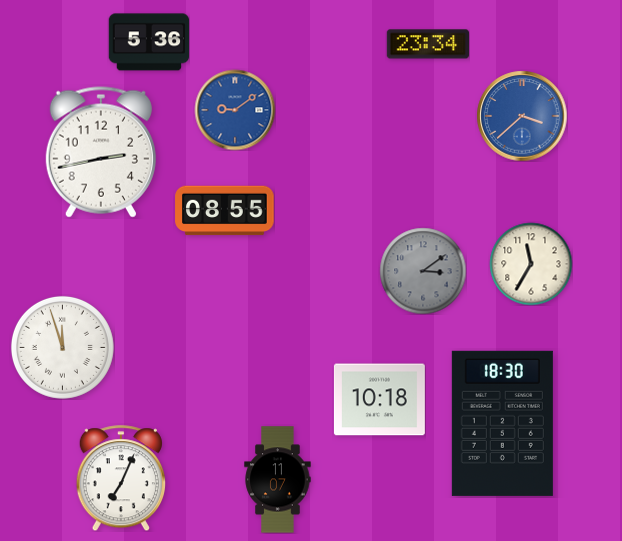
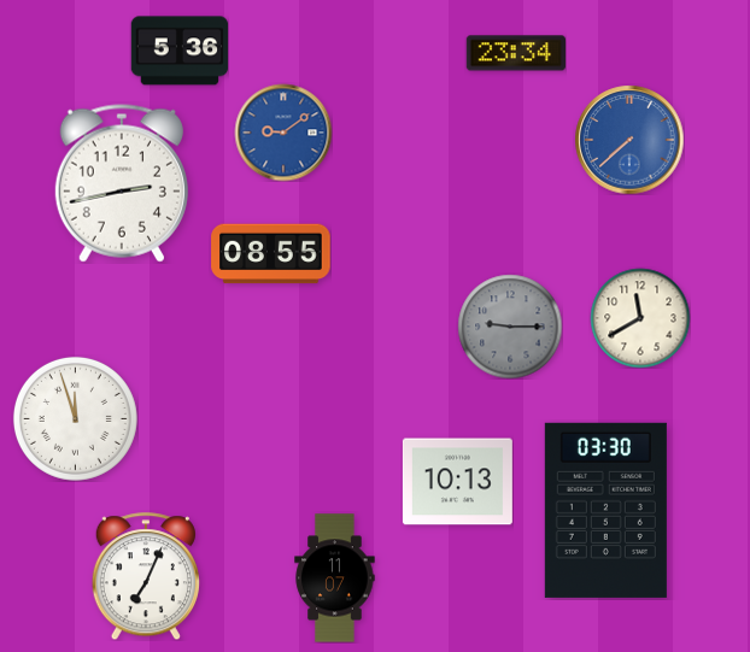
clock at (522, 116): 3:38 -> 7:38
clock at (531, 264): 11:35 -> 11:40
clock at (423, 271): 3:09 -> 9:15
clock at (379, 400): 10:18 -> 10:13
clock at (502, 423): 18:30 -> 03:30
